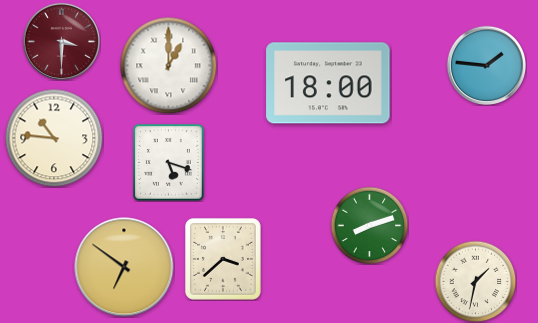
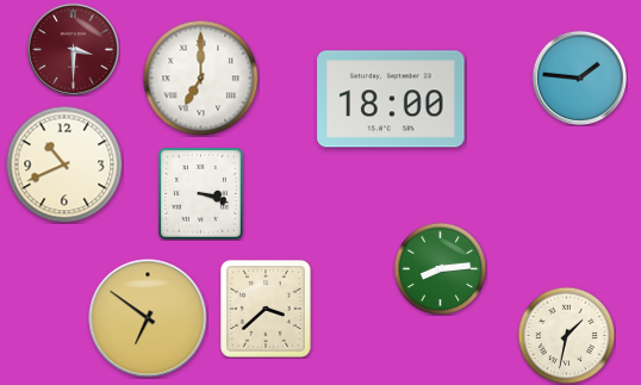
clock at (168, 65): 1:00 -> 7:00
clock at (54, 138): 10:46 -> 10:41
clock at (169, 163): 5:18 -> 3:18
clock at (369, 225): 8:12 -> 8:14
